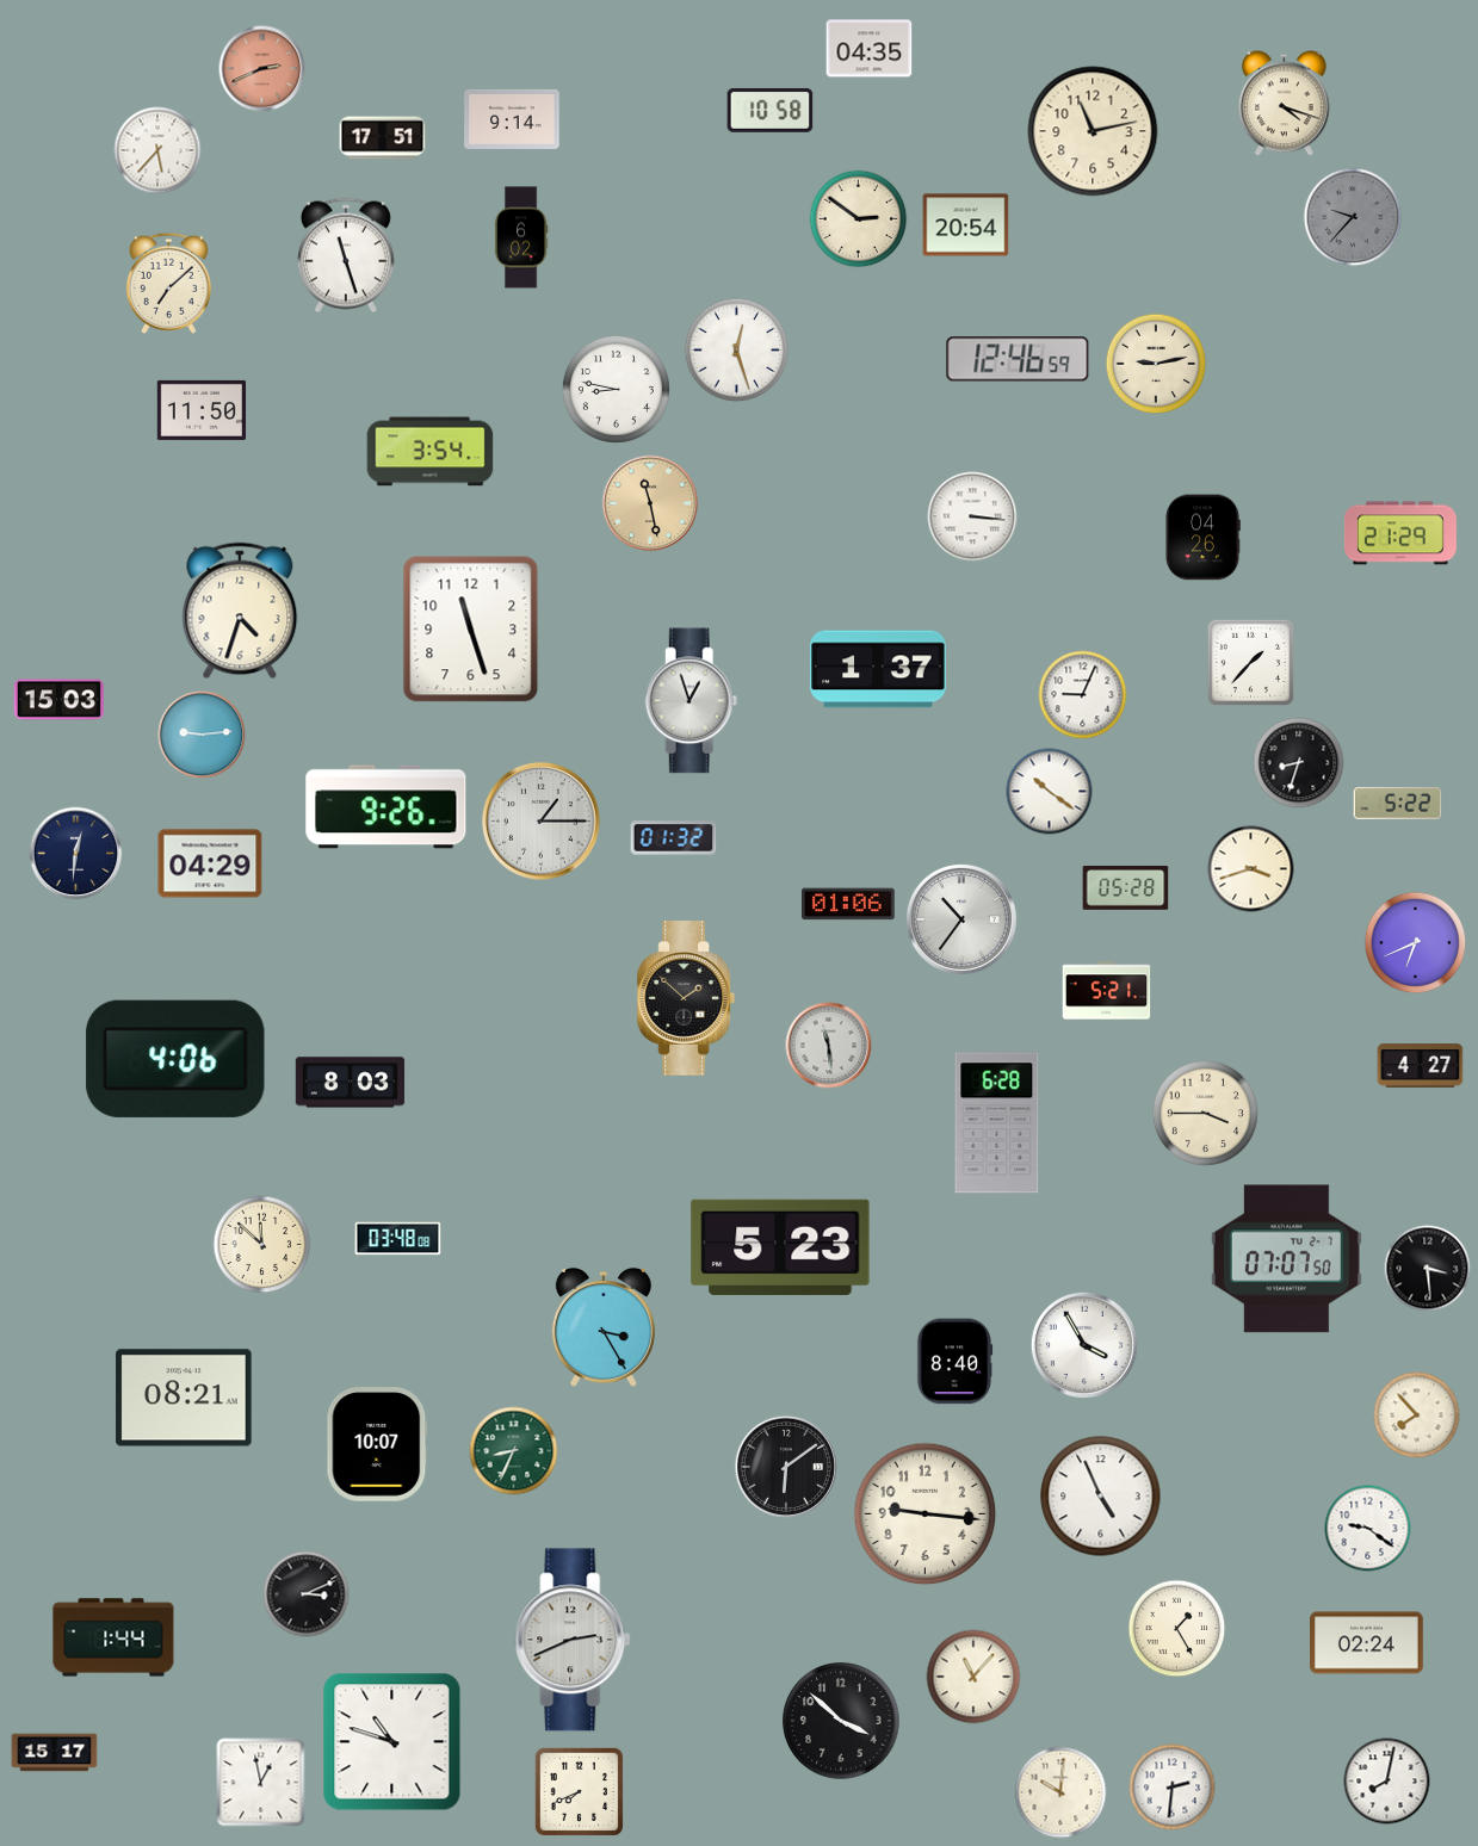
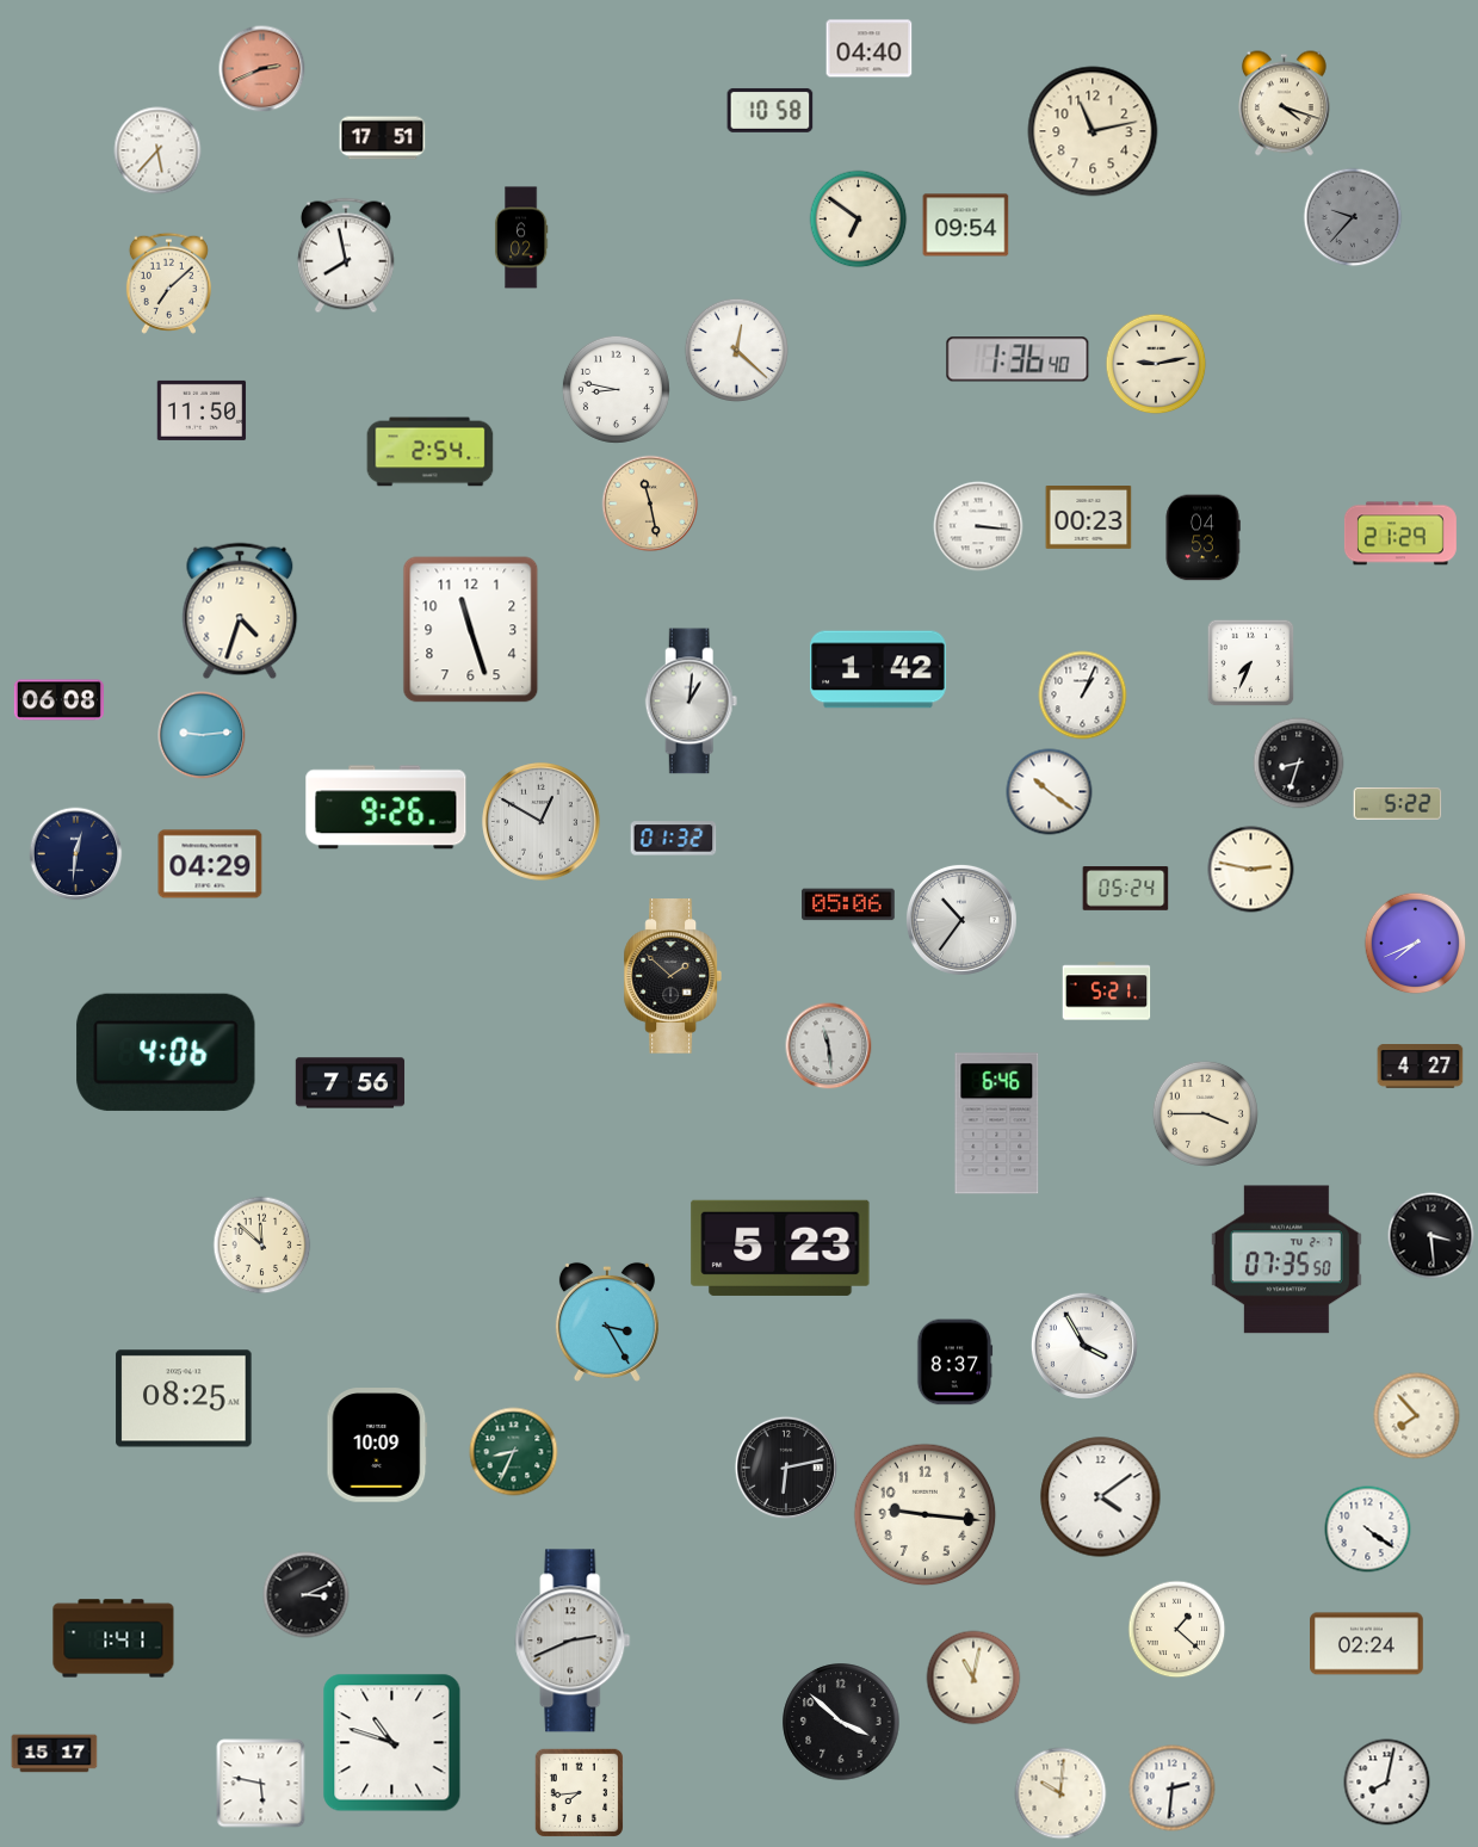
clock at (870, 49): 04:35 -> 04:40
clock at (512, 119): 9:14 -> none
clock at (859, 219): 2:51 -> 6:51
clock at (966, 225): 20:54 -> 09:54
clock at (346, 255): 11:27 -> 7:58
clock at (736, 349): 12:27 -> 12:22
clock at (1018, 359): 12:46 -> 1:36
clock at (431, 452): 3:54 -> 2:54
clock at (972, 516) position: (972, 516) -> (978, 526)
clock at (1089, 518): none -> 00:23
clock at (1202, 538): 04:26 -> 04:53
clock at (1251, 663): 1:37 -> 7:34
clock at (878, 669): 1:37 -> 1:42
clock at (1083, 695): 9:04 -> 1:04
clock at (58, 700): 15:03 -> 06:08
clock at (692, 701): 12:57 -> 1:01
clock at (542, 822): 1:15 -> 12:50
clock at (1251, 869): 3:42 -> 2:47
clock at (1126, 888): 05:28 -> 05:24
clock at (849, 904): 01:06 -> 05:06
clock at (1416, 943): 6:41 -> 7:41
clock at (685, 998) position: (685, 998) -> (672, 976)
clock at (175, 1059) position: (175, 1059) -> (166, 1052)
clock at (351, 1083): 8:03 -> 7:56
clock at (997, 1123): 6:28 -> 6:46
clock at (398, 1239): 03:48 -> none
clock at (1286, 1259): 07:07 -> 07:35
clock at (1428, 1269) position: (1428, 1269) -> (1431, 1236)
clock at (604, 1327) position: (604, 1327) -> (607, 1322)
clock at (954, 1362): 8:40 -> 8:37
clock at (184, 1398): 08:21 -> 08:25
clock at (377, 1444): 10:07 -> 10:09
clock at (785, 1467): 6:09 -> 6:13
clock at (1101, 1497): 4:56 -> 4:09
clock at (1368, 1529): 9:21 -> 4:21
clock at (1177, 1629): 1:25 -> 1:22
clock at (113, 1637): 1:44 -> 1:41
clock at (973, 1677): 11:07 -> 11:02
clock at (261, 1783): 12:58 -> 5:47
clock at (579, 1791): 7:41 -> 7:44
